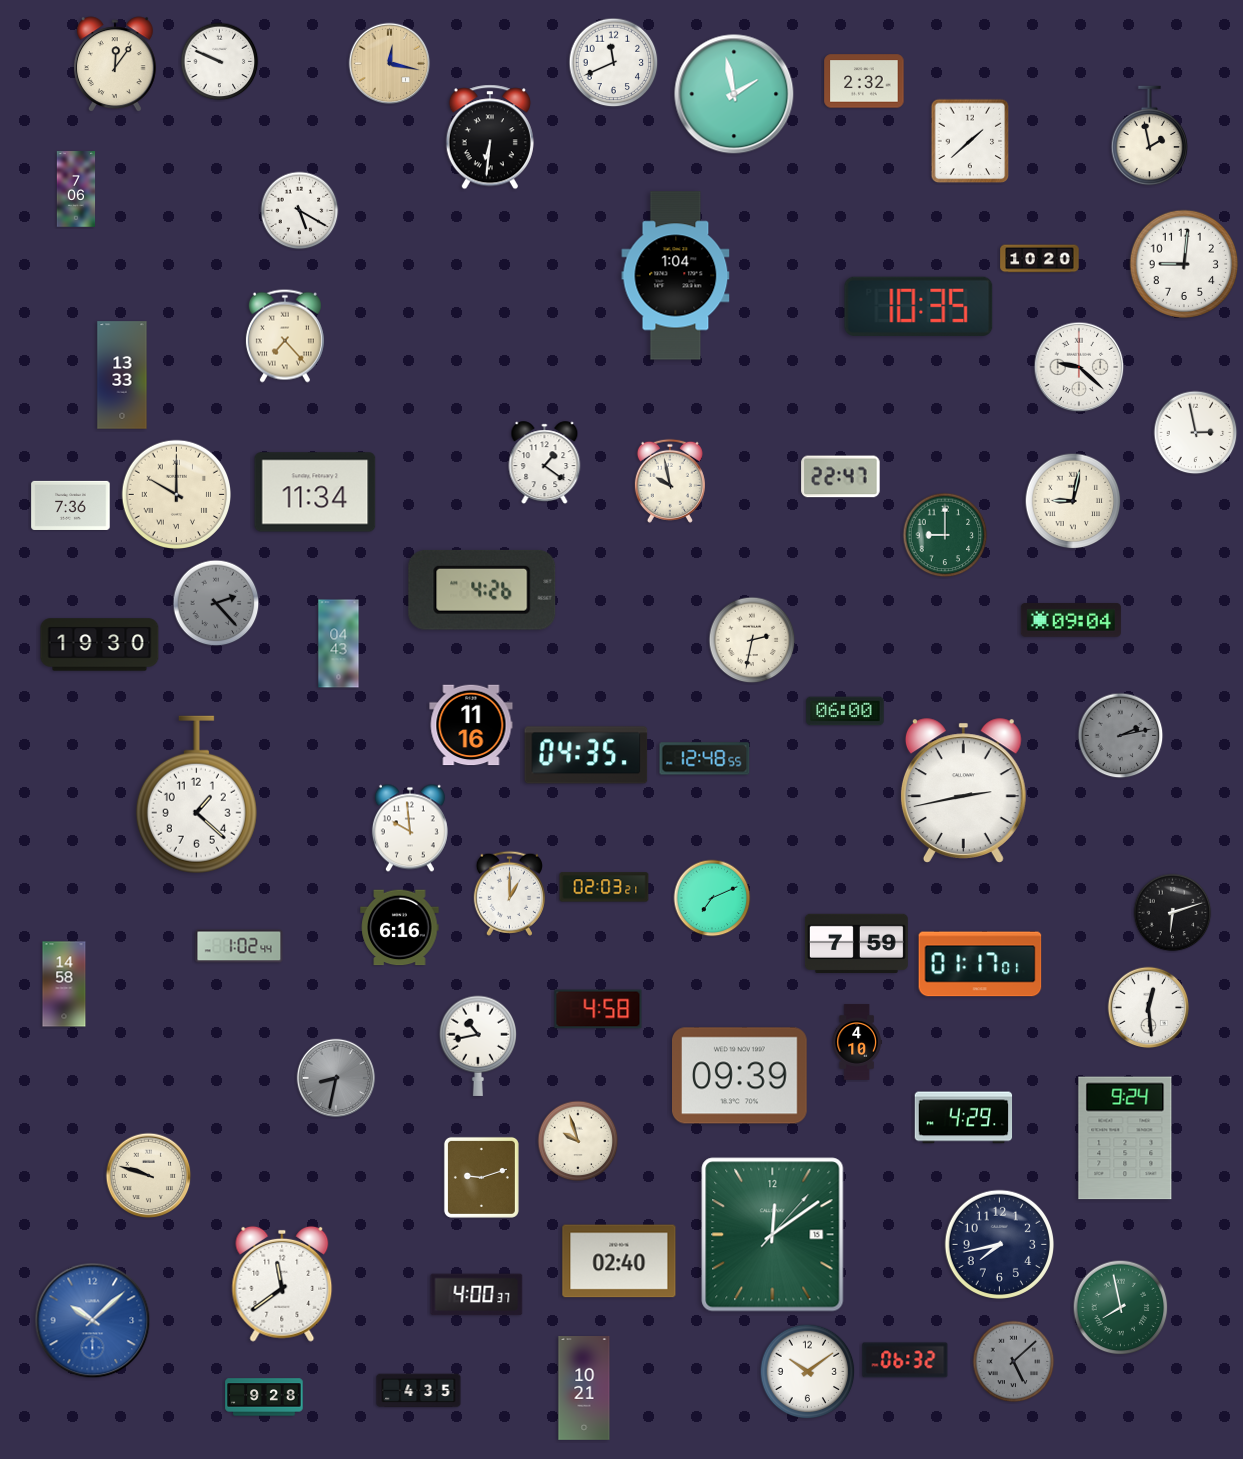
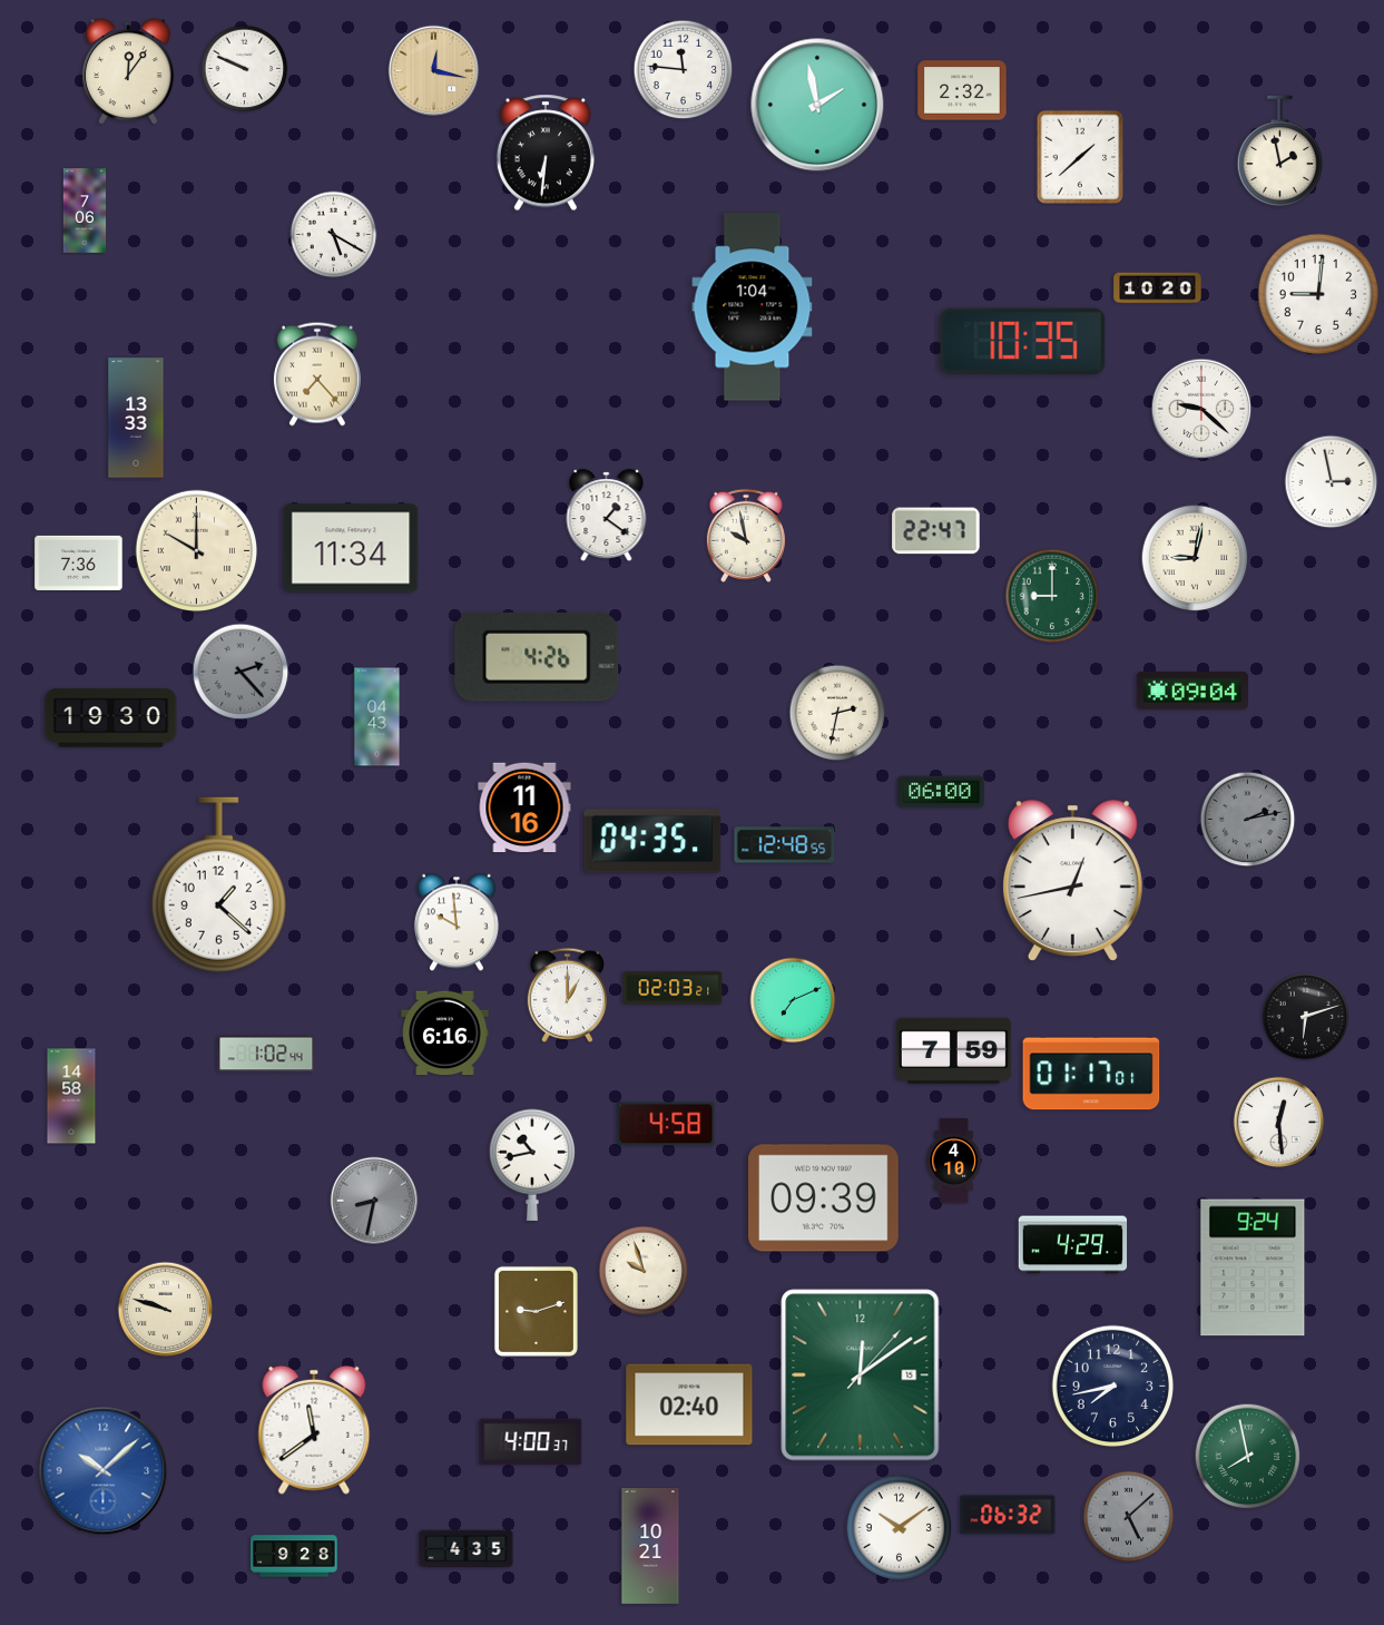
clock at (614, 63): 11:41 -> 11:46
clock at (963, 791): 2:43 -> 12:43
